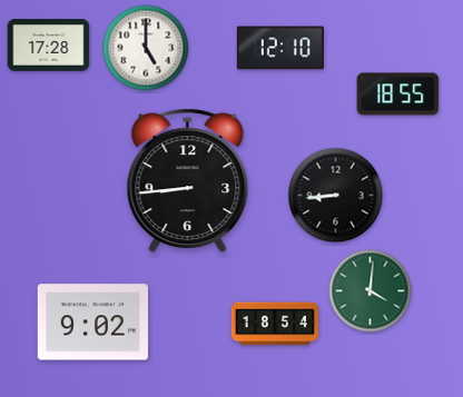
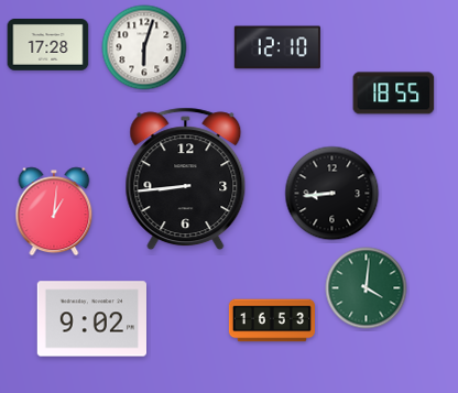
clock at (146, 48): 5:00 -> 6:03
clock at (54, 211): none -> 1:01
clock at (275, 324): 18:54 -> 16:53
